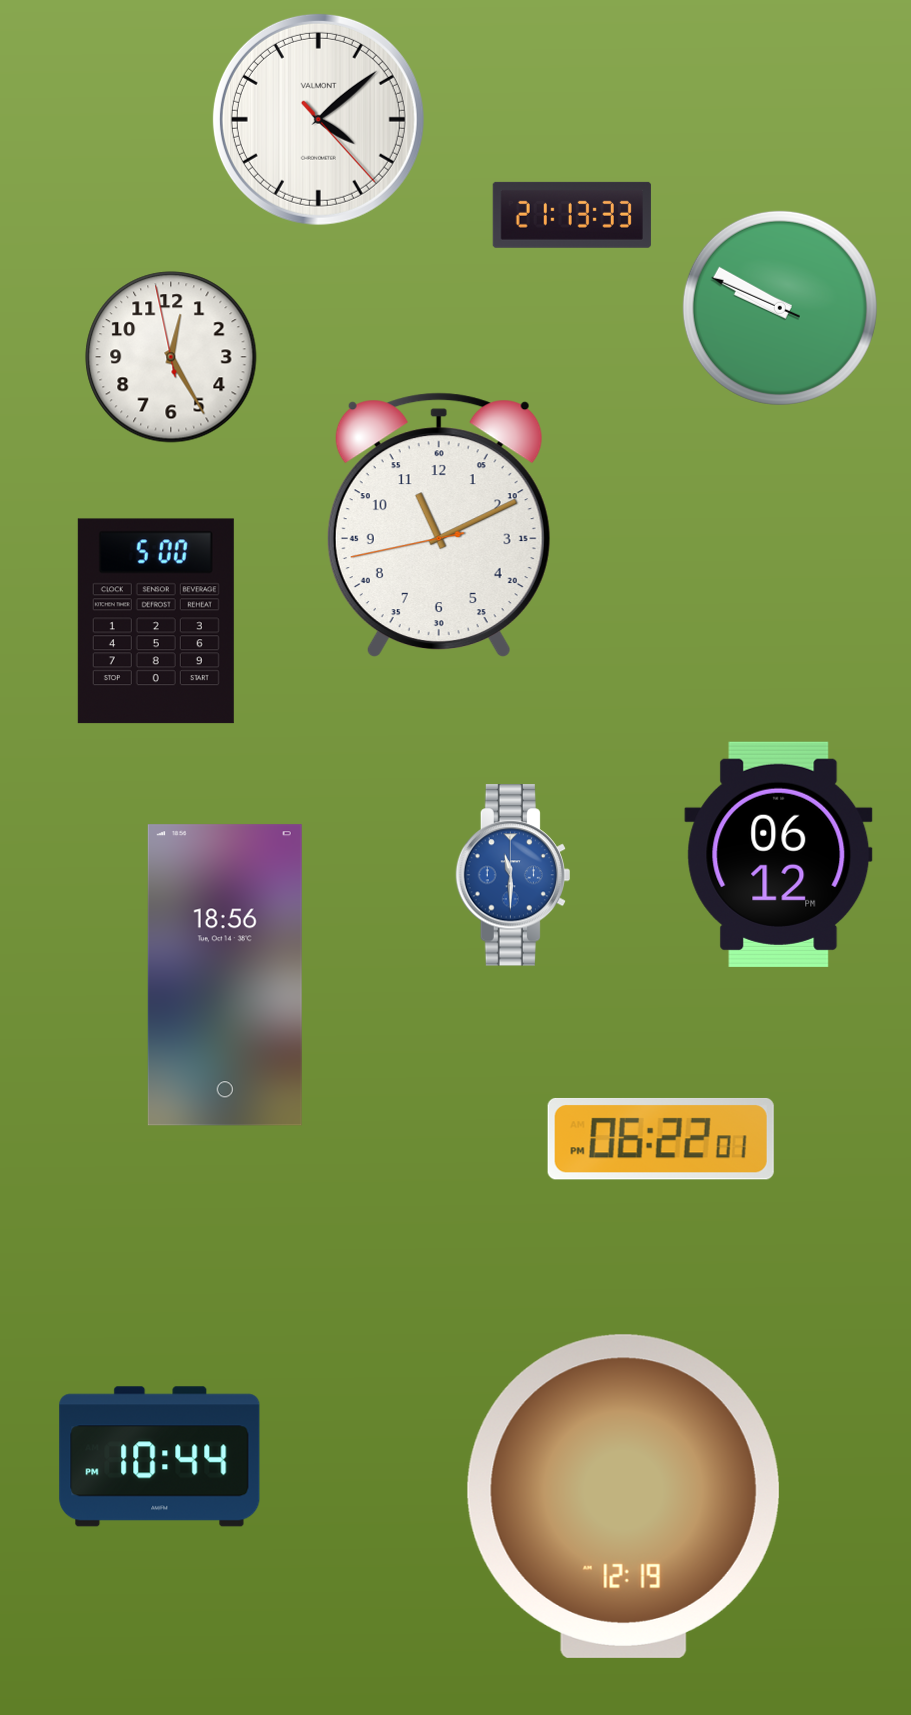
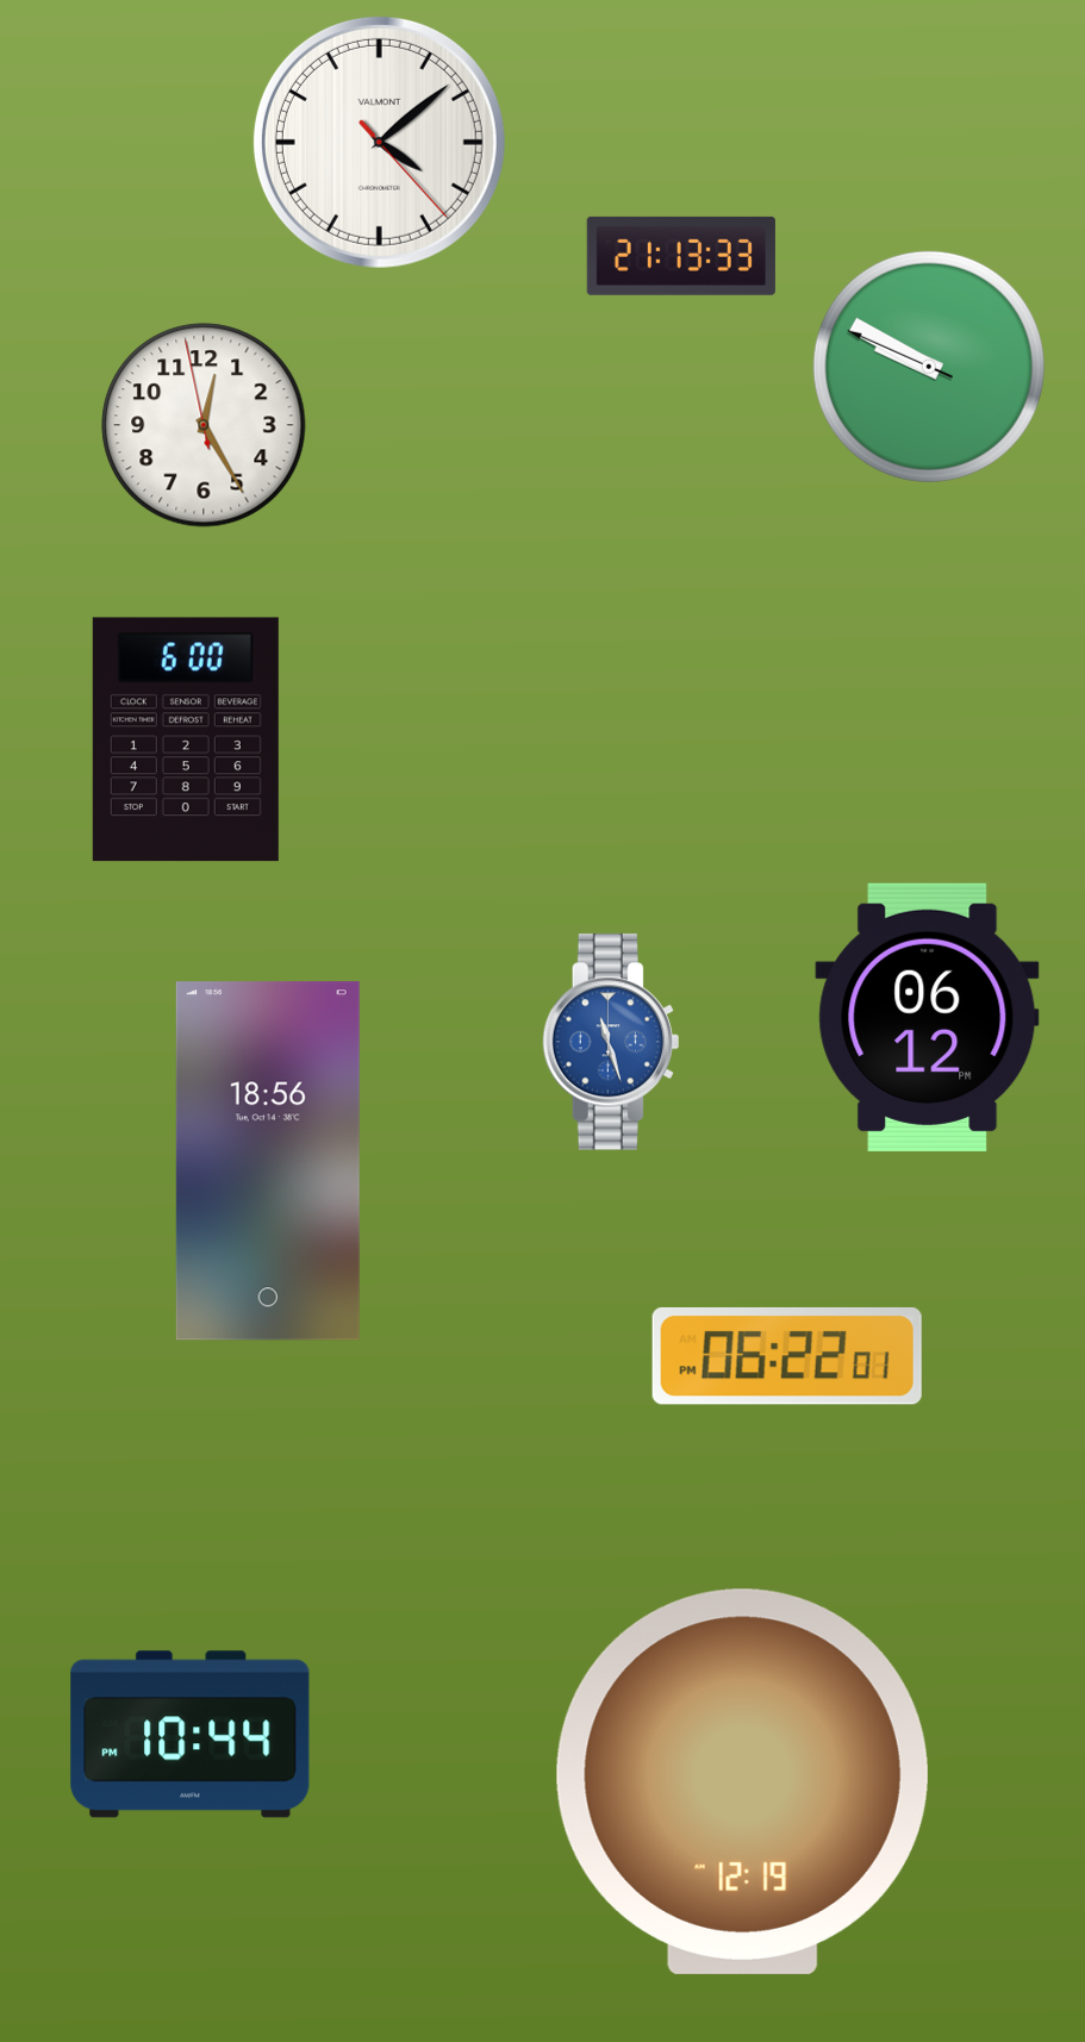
clock at (439, 525): 11:10 -> none
clock at (156, 621): 5:00 -> 6:00
clock at (512, 875): 11:30 -> 11:27
